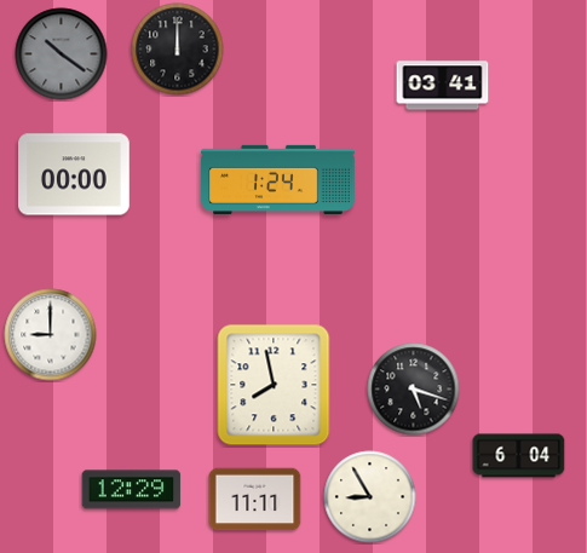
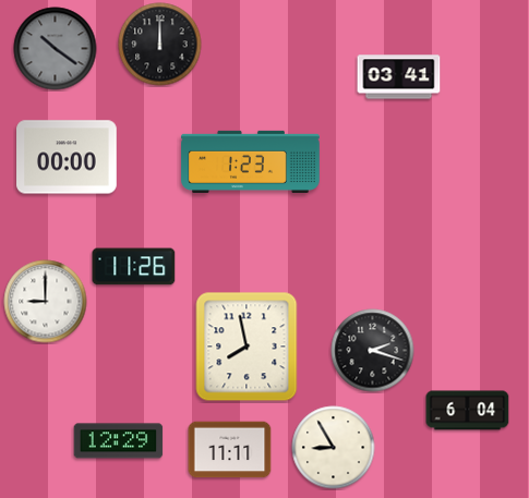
clock at (278, 179): 1:24 -> 1:23
clock at (134, 267): none -> 11:26
clock at (414, 390): 5:18 -> 2:18
